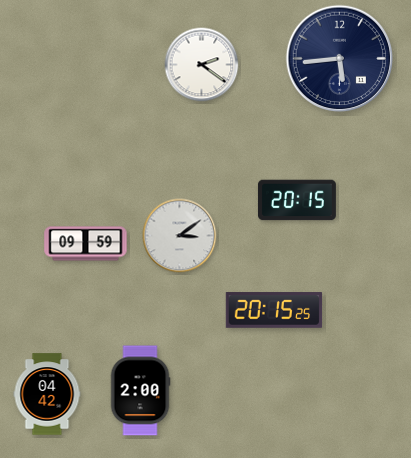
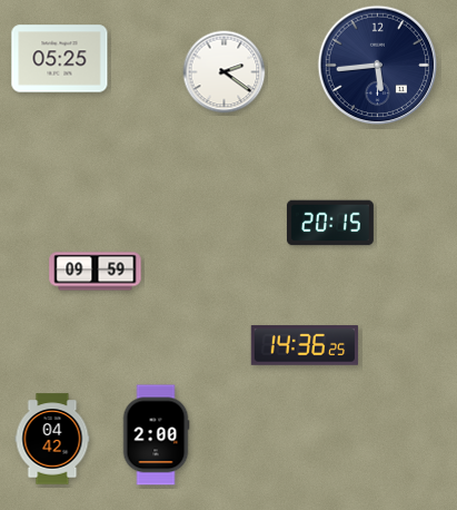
clock at (60, 59): none -> 05:25
clock at (180, 236): 3:09 -> none
clock at (274, 310): 20:15 -> 14:36
